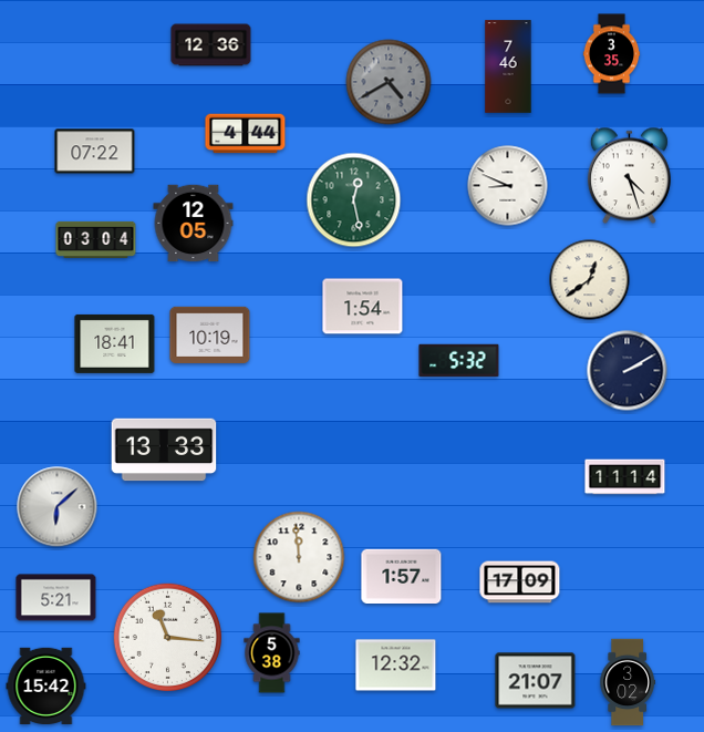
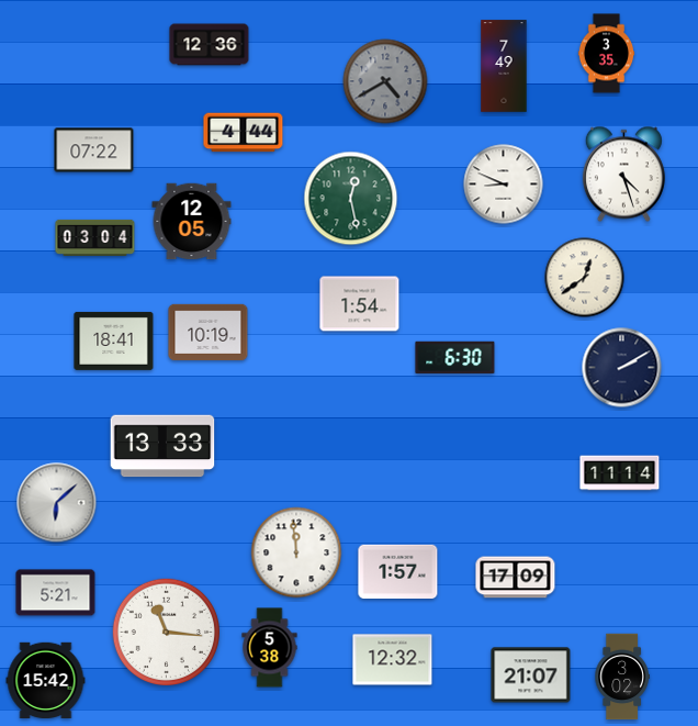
clock at (508, 66): 7:46 -> 7:49
clock at (459, 361): 5:32 -> 6:30
